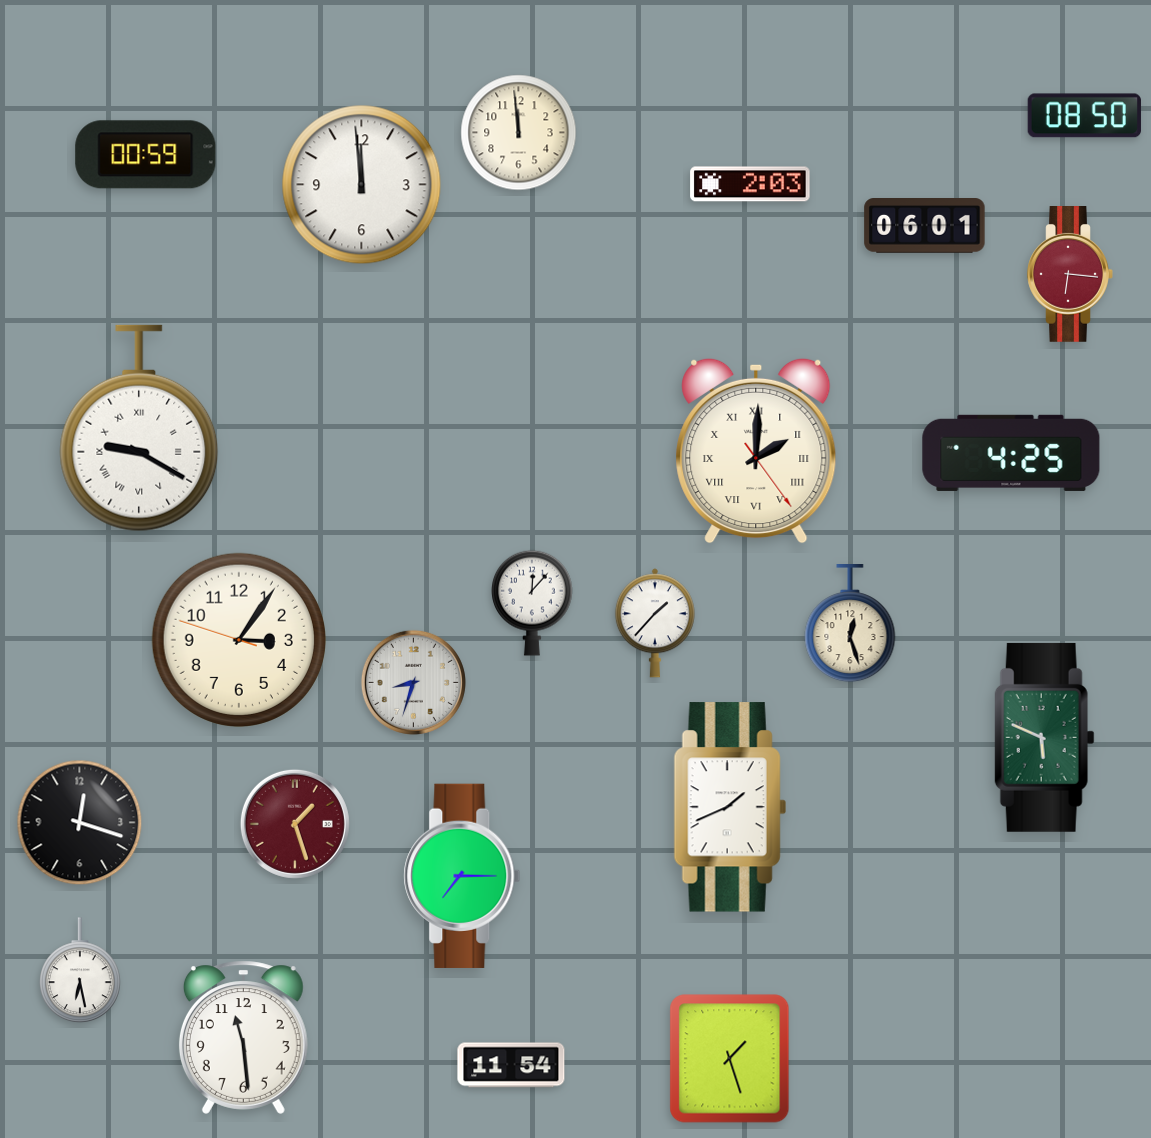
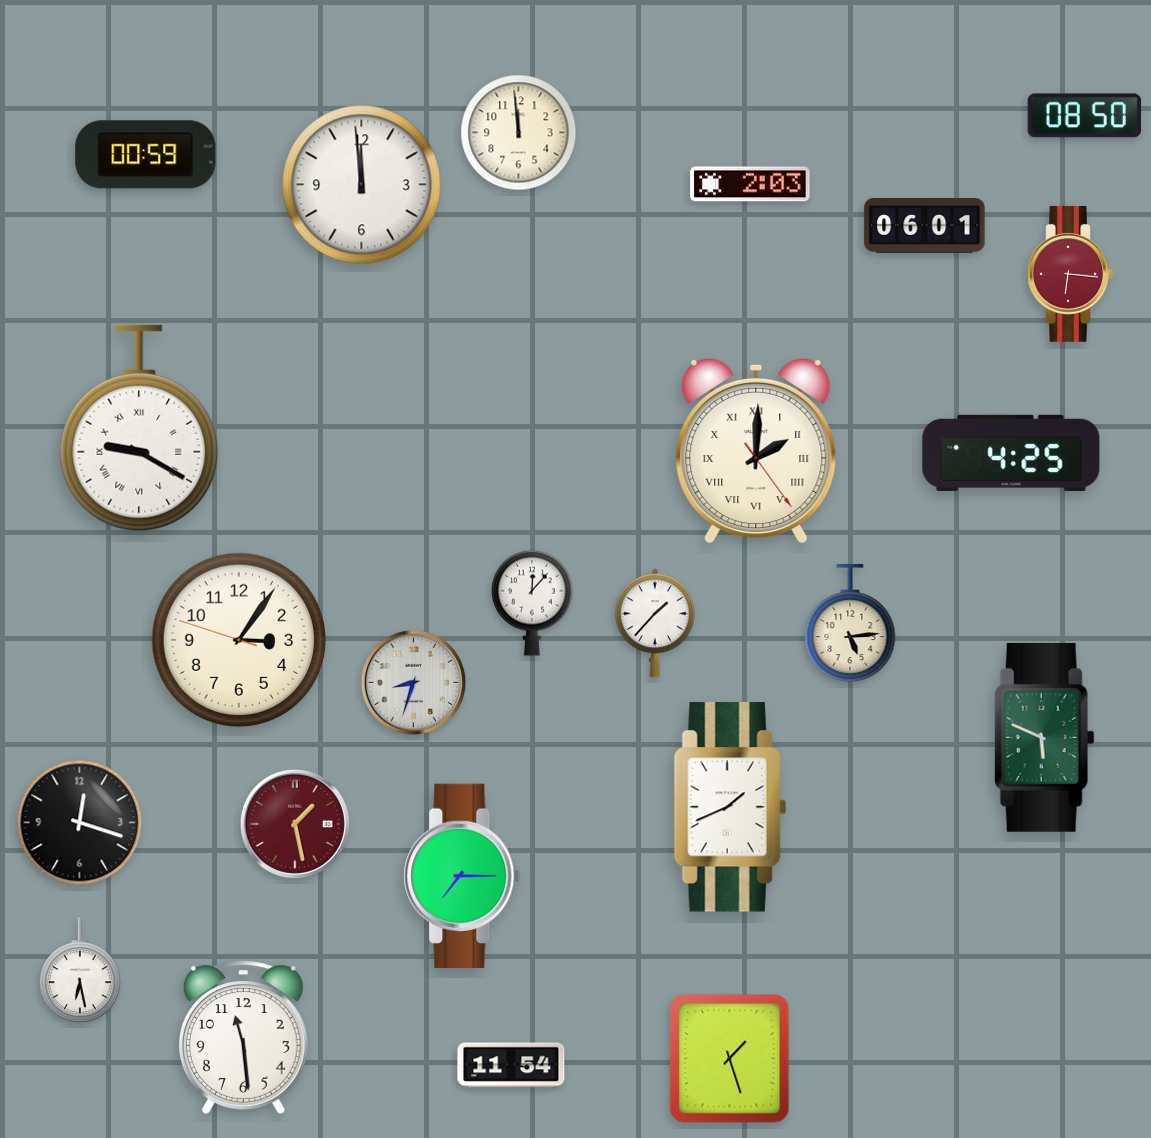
clock at (850, 624): 12:27 -> 5:14
clock at (295, 824): 1:27 -> 1:28
